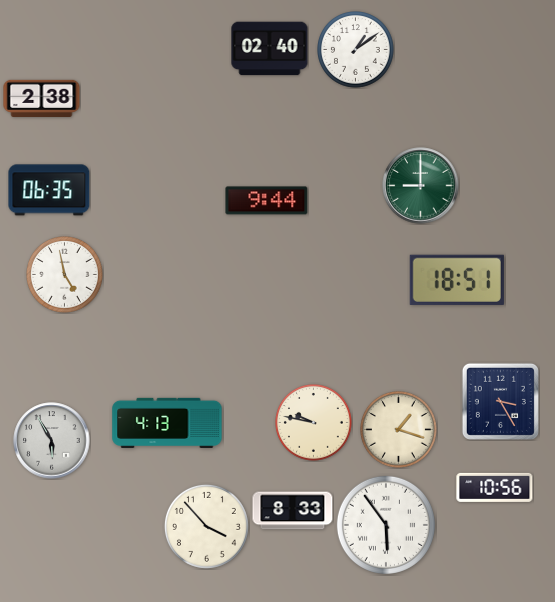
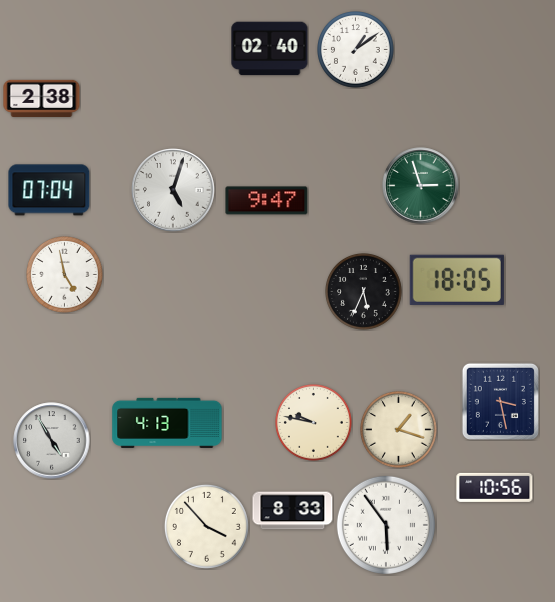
clock at (421, 186): 9:00 -> 2:57
clock at (49, 190): 06:35 -> 07:04
clock at (173, 190): none -> 5:03
clock at (267, 201): 9:44 -> 9:47
clock at (457, 280): 18:51 -> 18:05
clock at (364, 292): none -> 5:34
clock at (500, 401): 3:25 -> 3:28
clock at (52, 441): 5:55 -> 4:55
